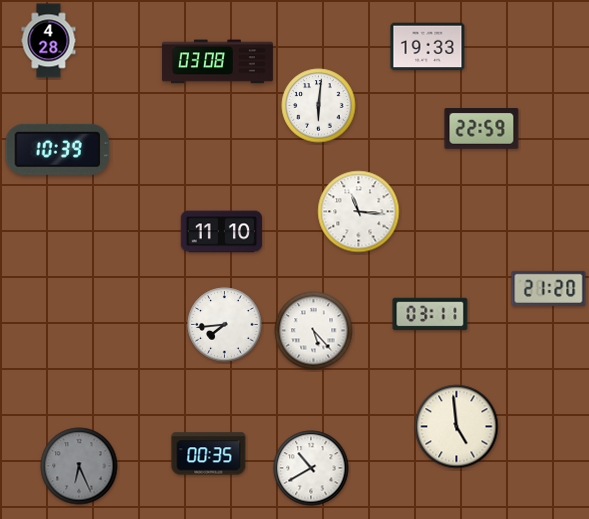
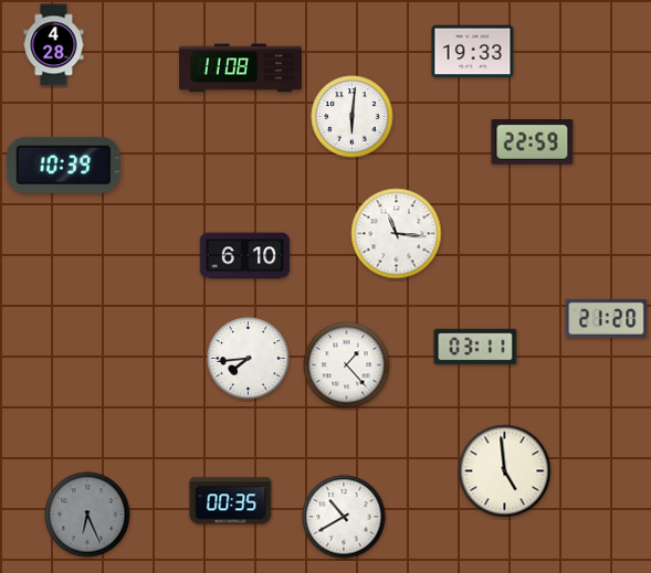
clock at (217, 62): 03:08 -> 11:08
clock at (222, 232): 11:10 -> 6:10
clock at (314, 331): 5:23 -> 1:23
